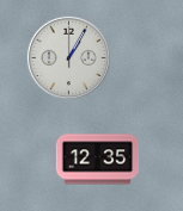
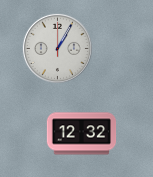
clock at (98, 160): 12:35 -> 12:32
